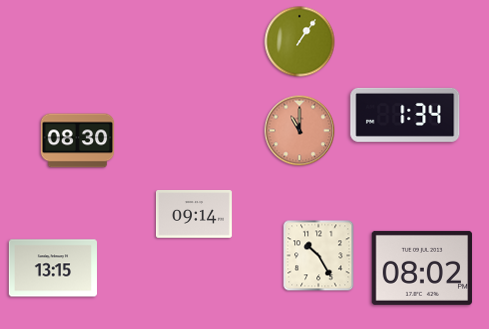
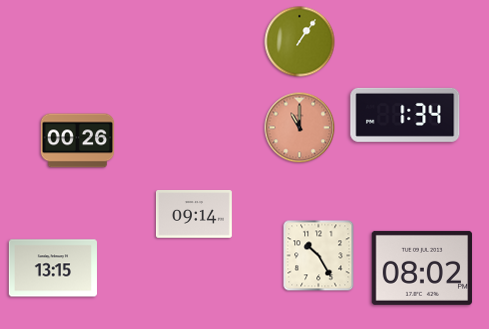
clock at (300, 131) position: (300, 131) -> (300, 128)
clock at (78, 141): 08:30 -> 00:26
